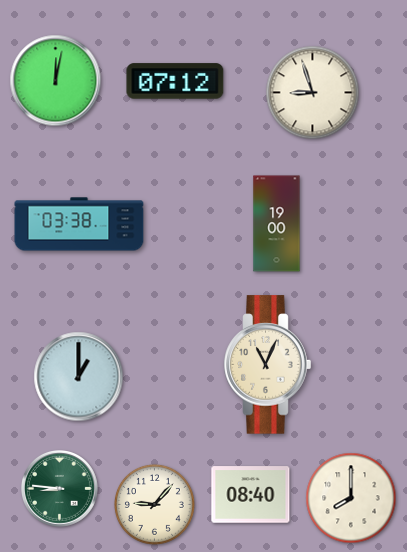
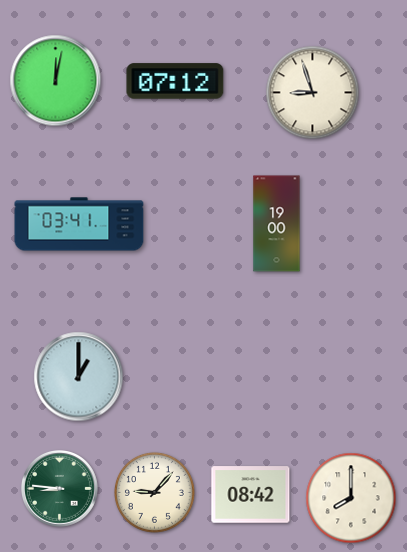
clock at (79, 224): 03:38 -> 03:41
clock at (268, 365): 11:04 -> none
clock at (251, 495): 08:40 -> 08:42
clock at (154, 504) position: (154, 504) -> (154, 492)
